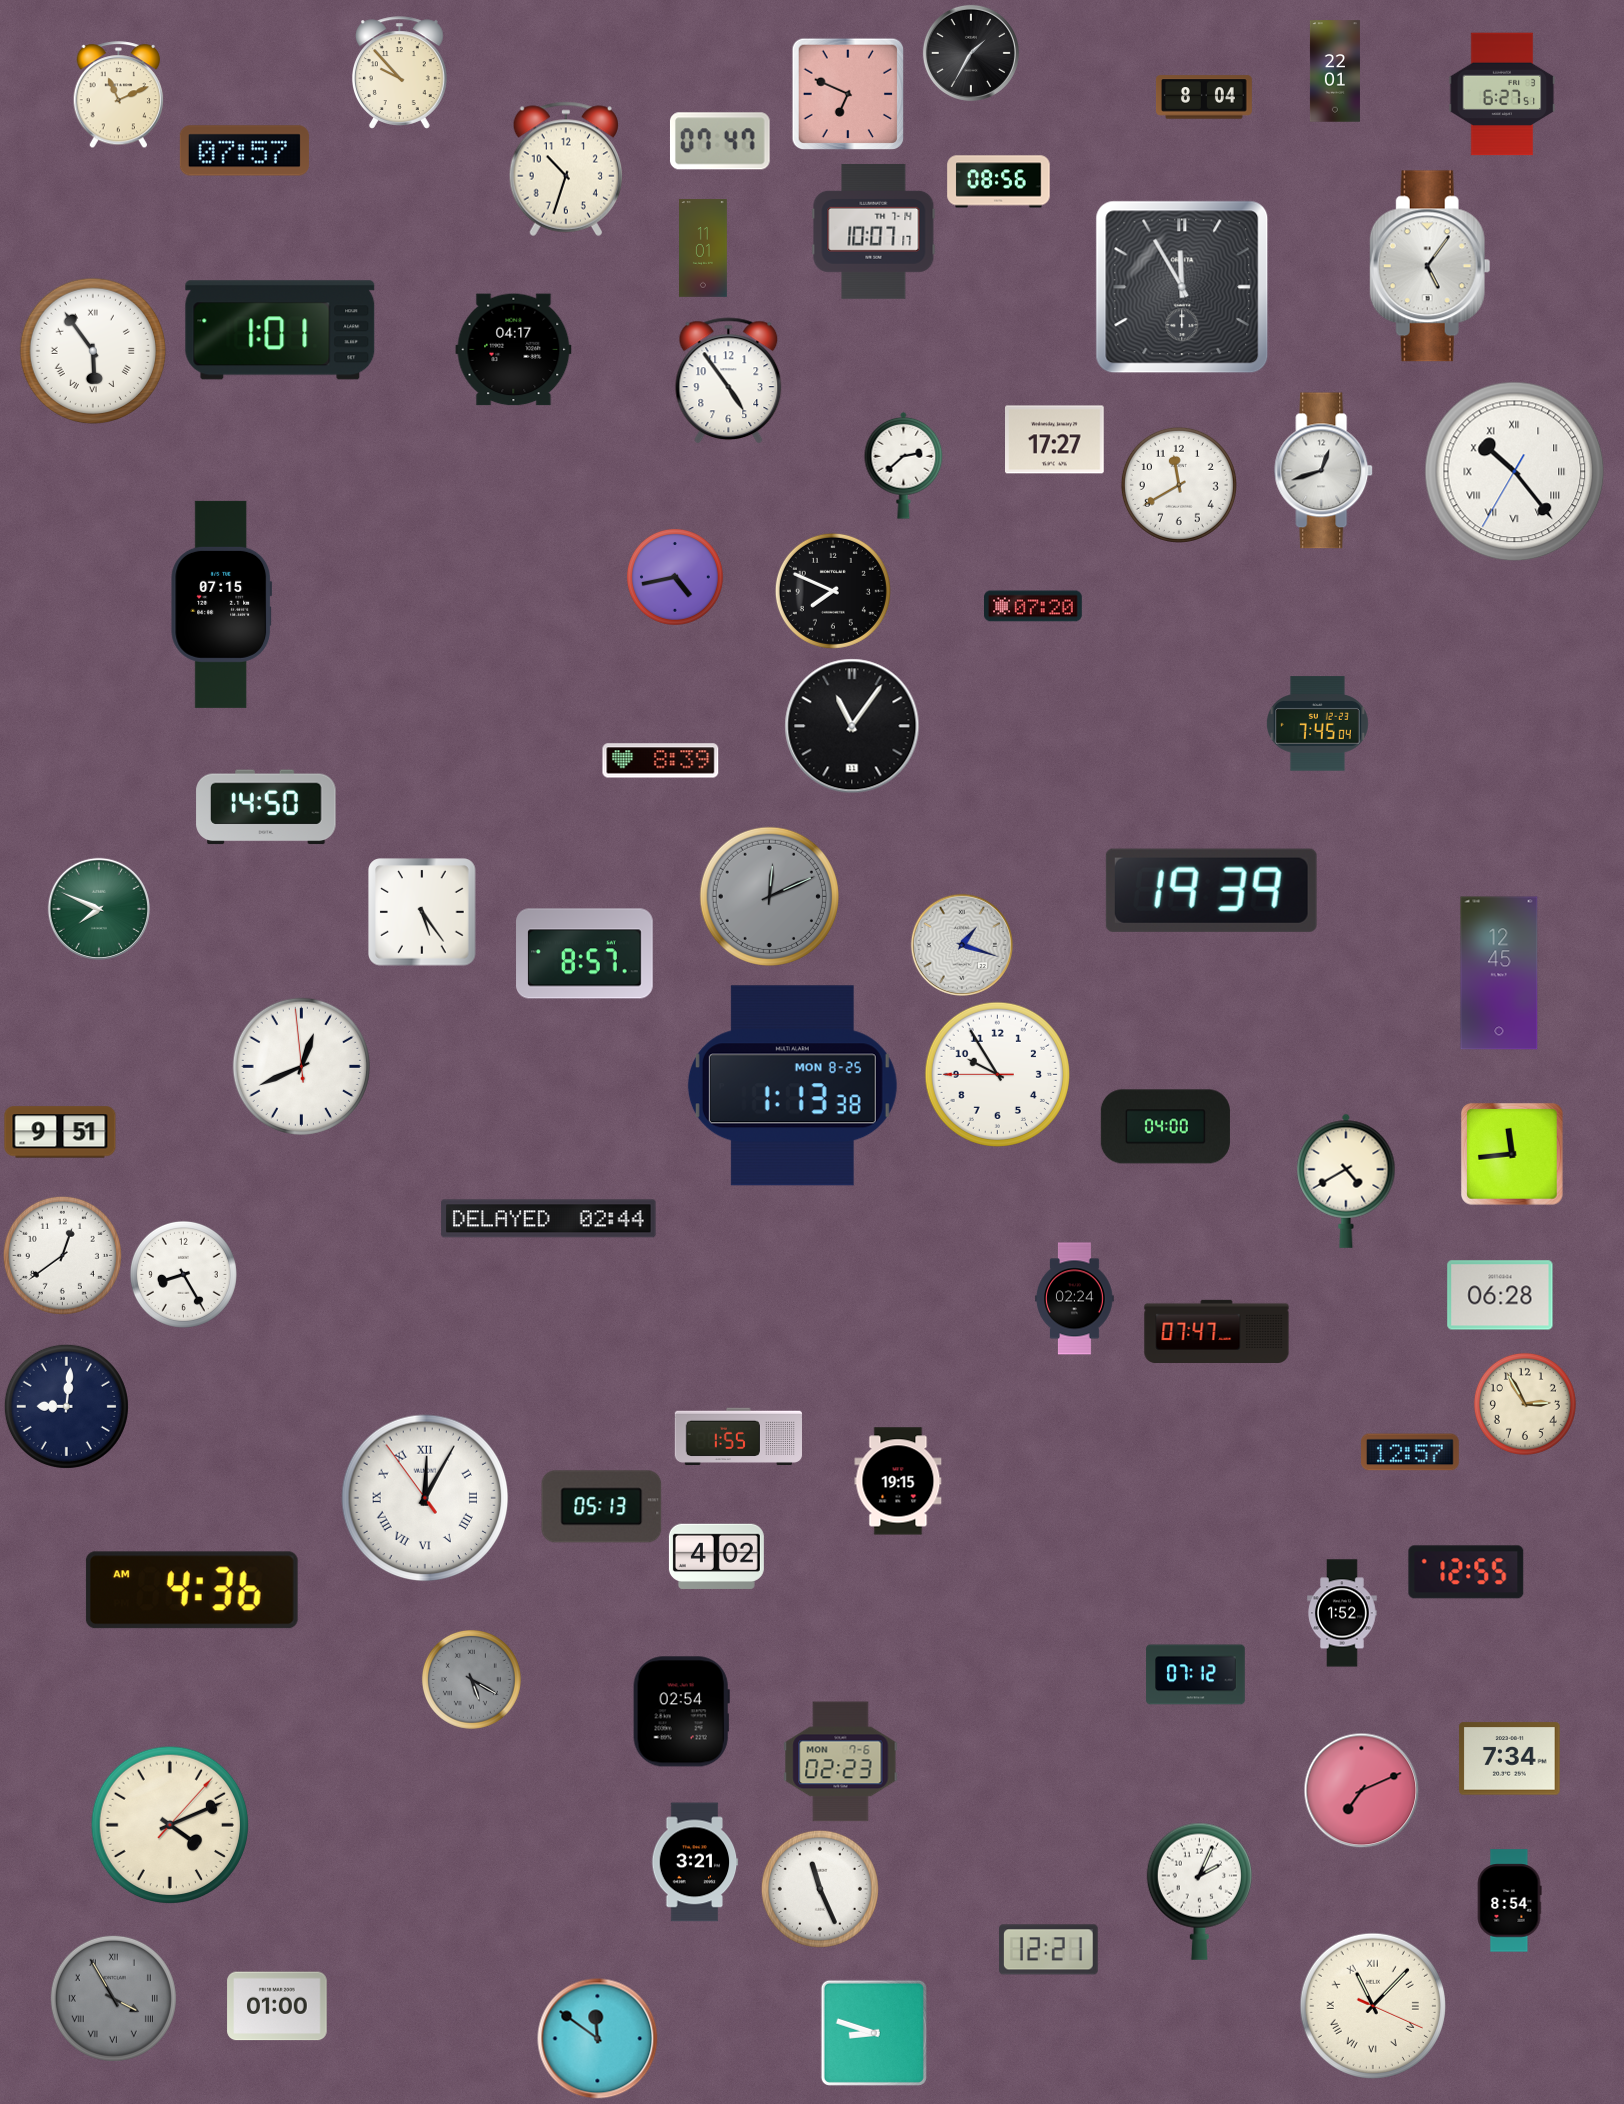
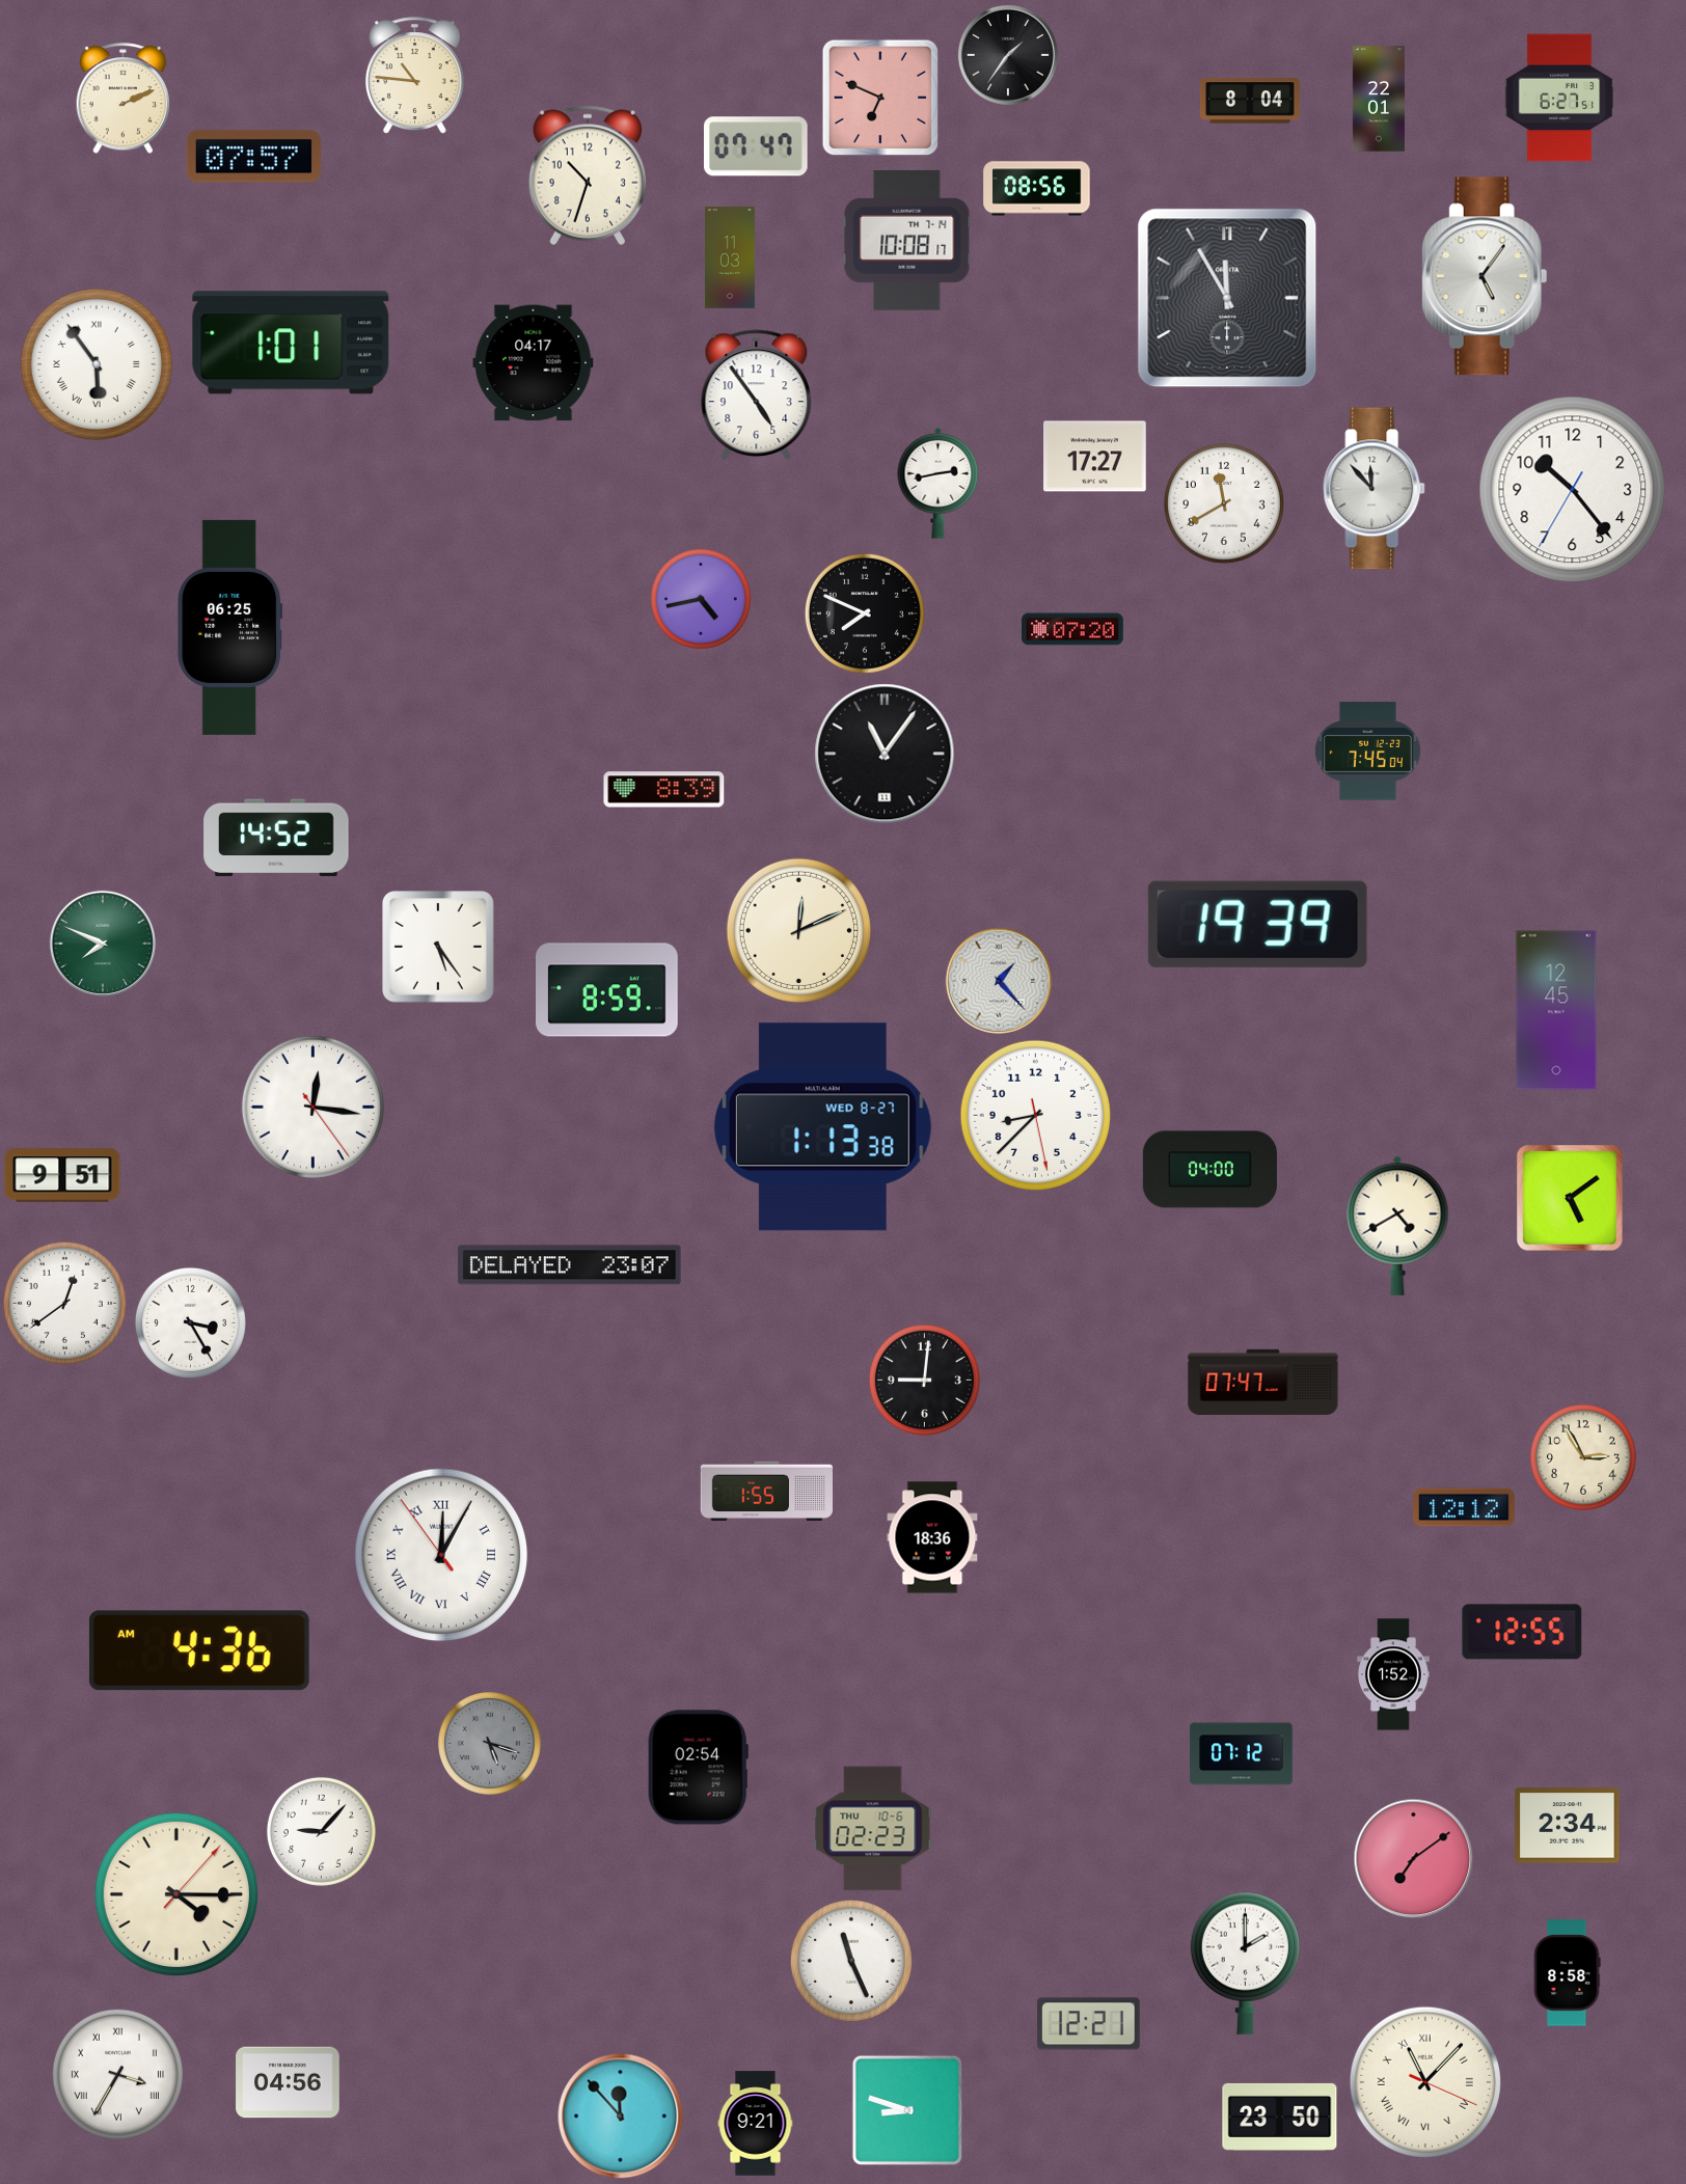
clock at (971, 53): 1:35 -> 1:36
clock at (1335, 71) position: (1335, 71) -> (1379, 99)
clock at (399, 73): 9:53 -> 10:46
clock at (118, 95): 11:11 -> 2:11
clock at (720, 141) position: (720, 141) -> (756, 146)
clock at (874, 231): 10:07 -> 10:08
clock at (704, 248): 11:01 -> 11:03
clock at (904, 465): 2:38 -> 2:43
clock at (1324, 471): 12:42 -> 11:53
clock at (1515, 472) numerals: Roman -> Arabic
clock at (222, 604): 07:15 -> 06:25
clock at (661, 761) position: (661, 761) -> (664, 790)
clock at (266, 807): 14:50 -> 14:52
clock at (769, 896) dial: grey -> cream
clock at (962, 945): 1:18 -> 1:23
clock at (585, 954): 8:57 -> 8:59
clock at (301, 1066): 12:40 -> 12:16
clock at (997, 1074): 9:54 -> 8:37
clock at (792, 1086) date: MON 8-25 -> WED 8-27
clock at (1512, 1154): 11:44 -> 5:09
clock at (549, 1219): 02:44 -> 23:07
clock at (183, 1274): 8:25 -> 3:25
clock at (1500, 1295): 06:28 -> none
clock at (1075, 1299): 02:24 -> none
clock at (924, 1380): none -> 9:01
clock at (66, 1406): 9:01 -> none
clock at (1411, 1452): 12:57 -> 12:12
clock at (898, 1481): 19:15 -> 18:36
clock at (602, 1507): 05:13 -> none
clock at (716, 1556): 4:02 -> none
clock at (1196, 1675) position: (1196, 1675) -> (1242, 1754)
clock at (471, 1679): 5:20 -> 5:18
clock at (681, 1712) position: (681, 1712) -> (698, 1768)
clock at (1510, 1759): 7:34 -> 2:34
clock at (841, 1762) date: MON 7-6 -> THU 10-6
clock at (321, 1831): none -> 9:07
clock at (1362, 1791): 7:11 -> 7:09
clock at (170, 1825): 4:11 -> 4:15
clock at (695, 1862): 3:21 -> none
clock at (1199, 1891): 2:04 -> 2:00
clock at (1509, 1901): 8:54 -> 8:58
clock at (113, 1998): 3:55 -> 3:35
clock at (113, 1998) dial: grey -> white
clock at (277, 2006): 01:00 -> 04:56
clock at (598, 2039): 11:51 -> 11:53
clock at (1280, 2117): none -> 23:50
clock at (756, 2124): none -> 9:21
